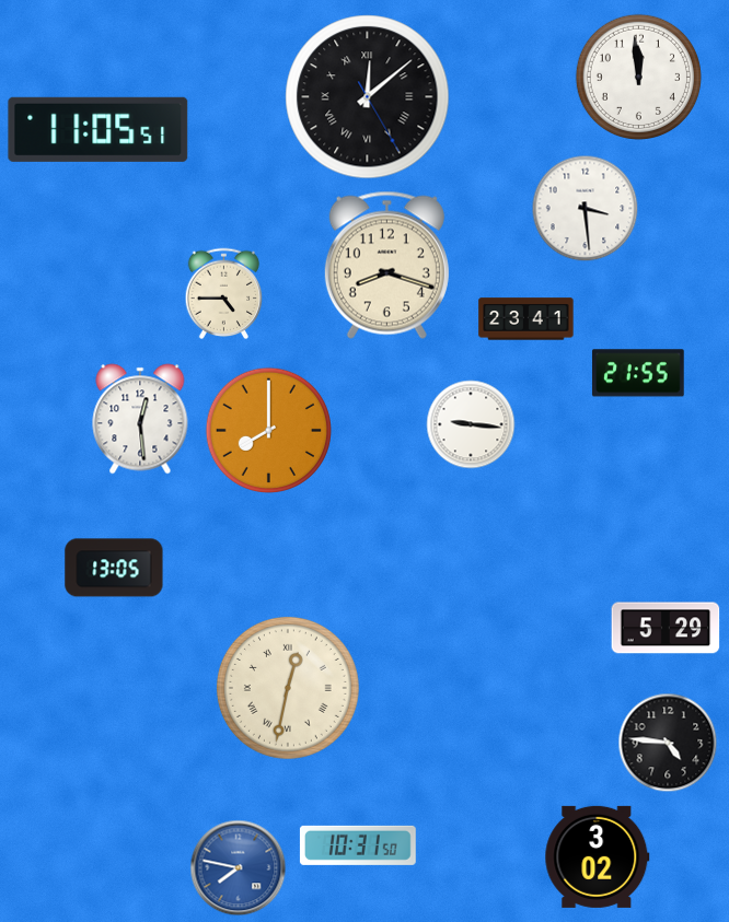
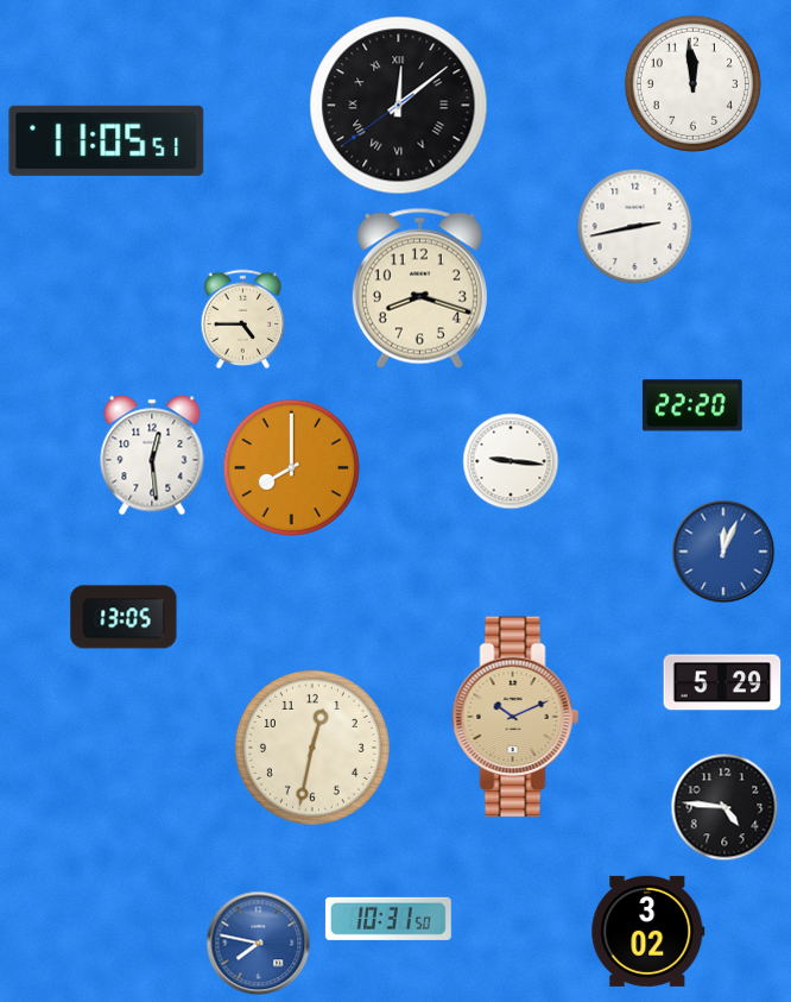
clock at (368, 97): 12:08:25 -> 12:08:39
clock at (586, 209): 3:29 -> 2:43
clock at (526, 319): 23:41 -> none
clock at (638, 373): 21:55 -> 22:20
clock at (723, 552): none -> 12:04
clock at (515, 717): none -> 10:11
clock at (288, 688) numerals: Roman -> Arabic
